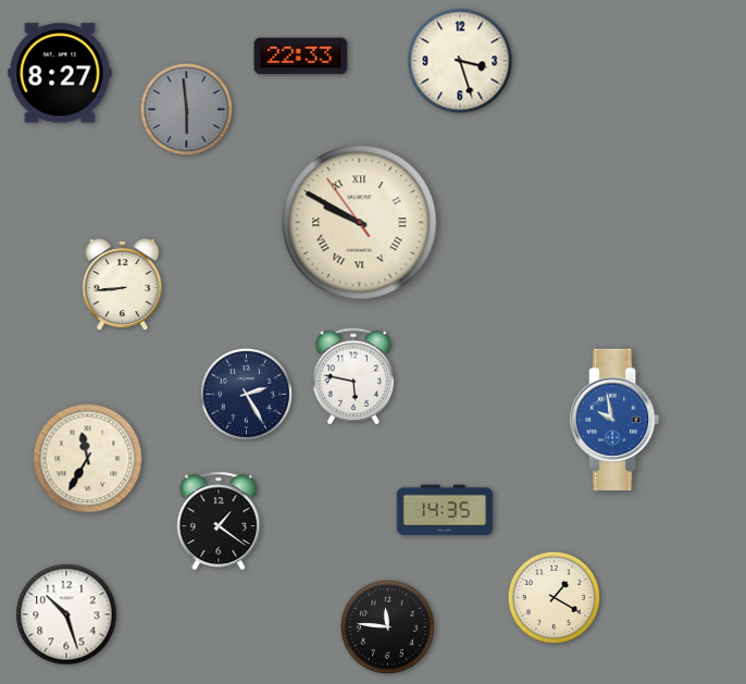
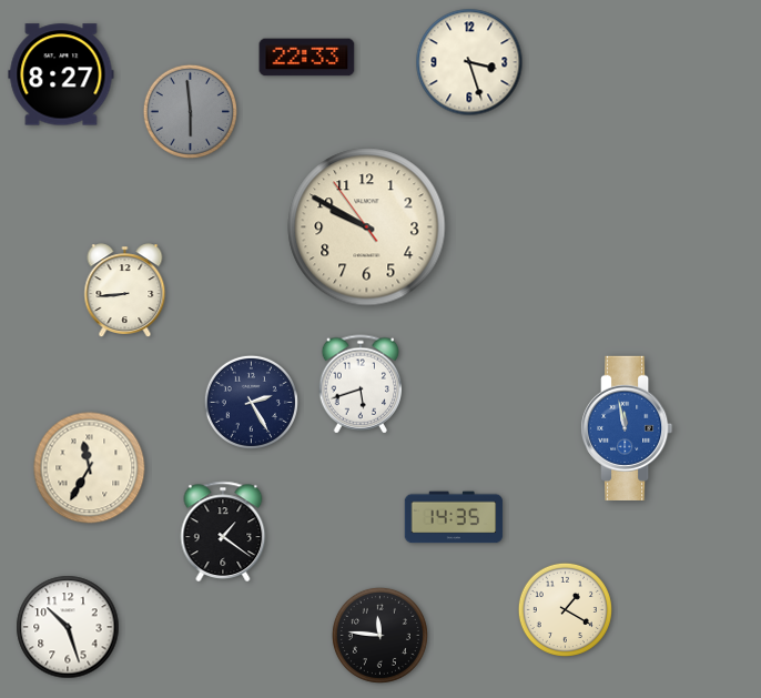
clock at (360, 223) numerals: Roman -> Arabic
clock at (353, 376): 5:47 -> 5:42
clock at (614, 420): 9:58 -> 11:58
clock at (445, 510) position: (445, 510) -> (454, 517)
clock at (387, 626) position: (387, 626) -> (379, 635)
